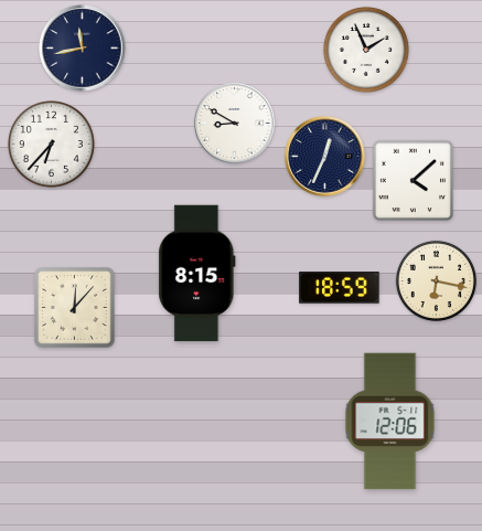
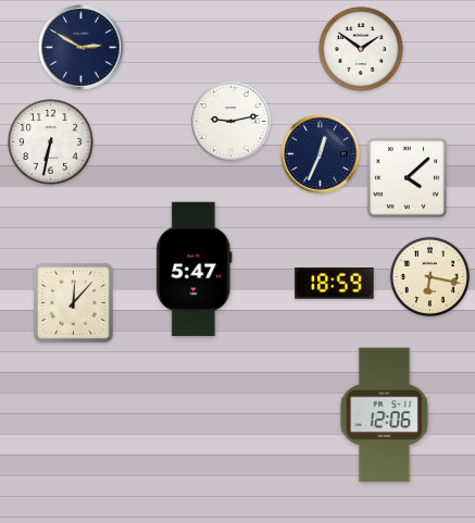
clock at (83, 49): 11:43 -> 2:50
clock at (366, 50): 1:56 -> 1:51
clock at (235, 124): 8:50 -> 9:13
clock at (52, 145): 6:37 -> 6:32
clock at (197, 274): 8:15 -> 5:47
